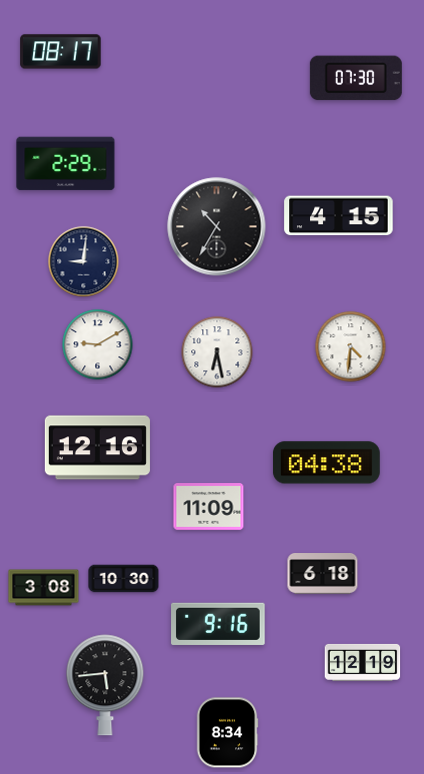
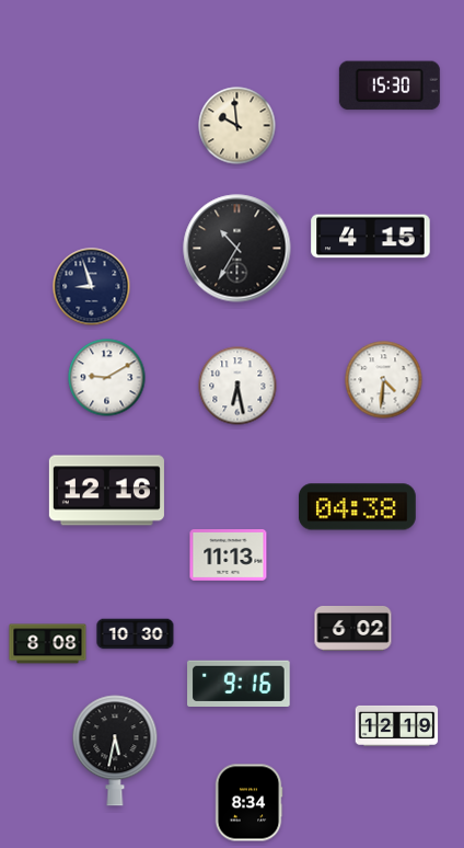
clock at (61, 52): 08:17 -> none
clock at (356, 78): 07:30 -> 15:30
clock at (237, 126): none -> 9:59
clock at (66, 164): 2:29 -> none
clock at (84, 262): 9:01 -> 8:57
clock at (209, 507): 11:09 -> 11:13
clock at (323, 574): 6:18 -> 6:02
clock at (44, 588): 3:08 -> 8:08
clock at (105, 685): 5:44 -> 5:32
